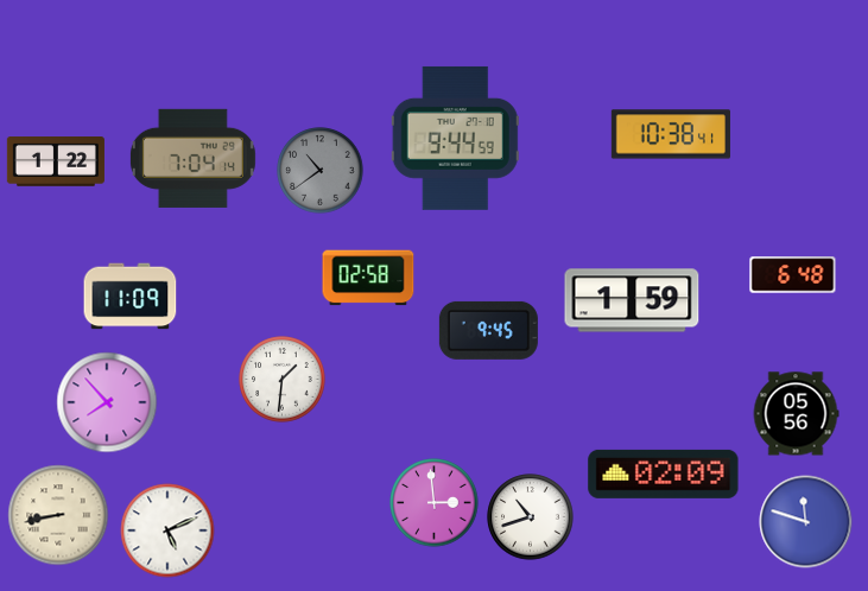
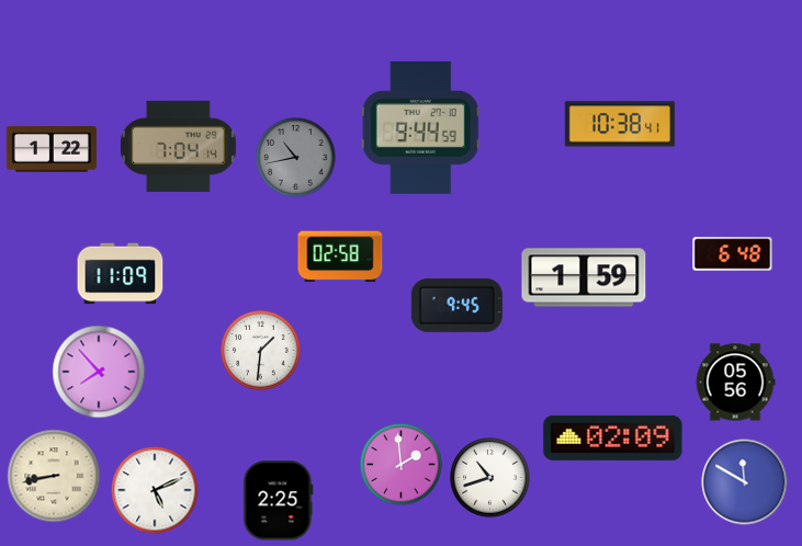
clock at (321, 171): 10:39 -> 10:43
clock at (488, 330) position: (488, 330) -> (456, 305)
clock at (435, 503): 2:59 -> 1:59
clock at (806, 522): 11:48 -> 11:50
clock at (279, 501): none -> 2:25
